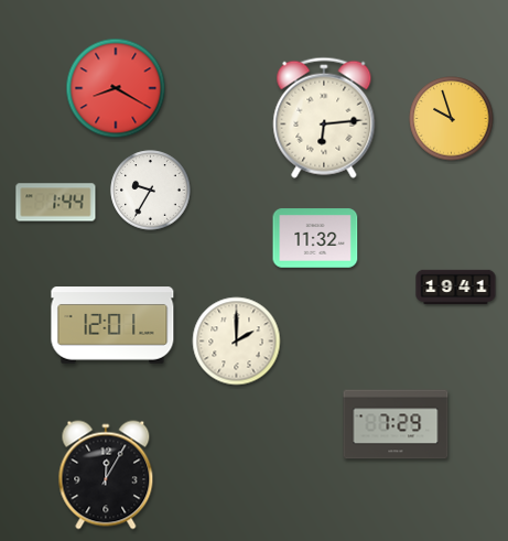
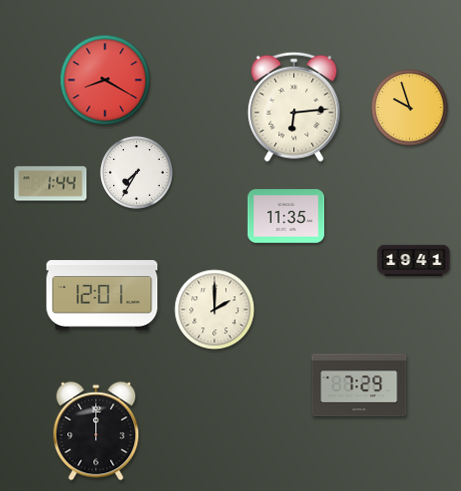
clock at (151, 191): 9:35 -> 7:35
clock at (315, 238): 11:32 -> 11:35
clock at (106, 475): 12:05 -> 12:00
